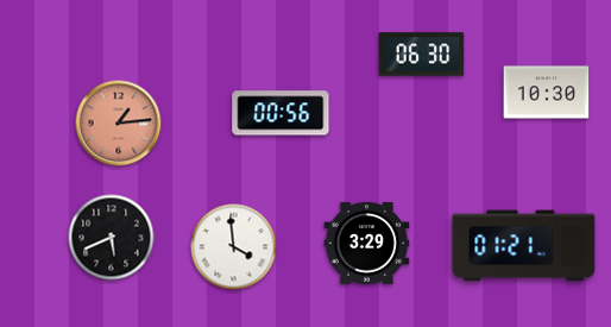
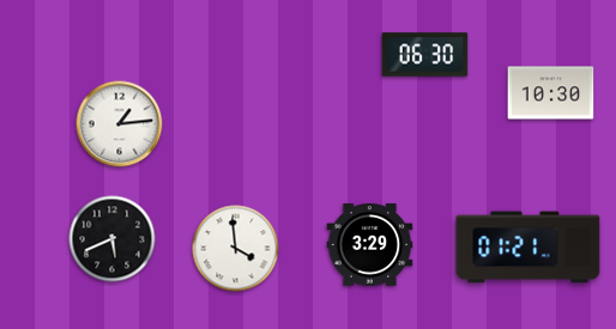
clock at (281, 113): 00:56 -> none
clock at (119, 124) dial: salmon -> white
